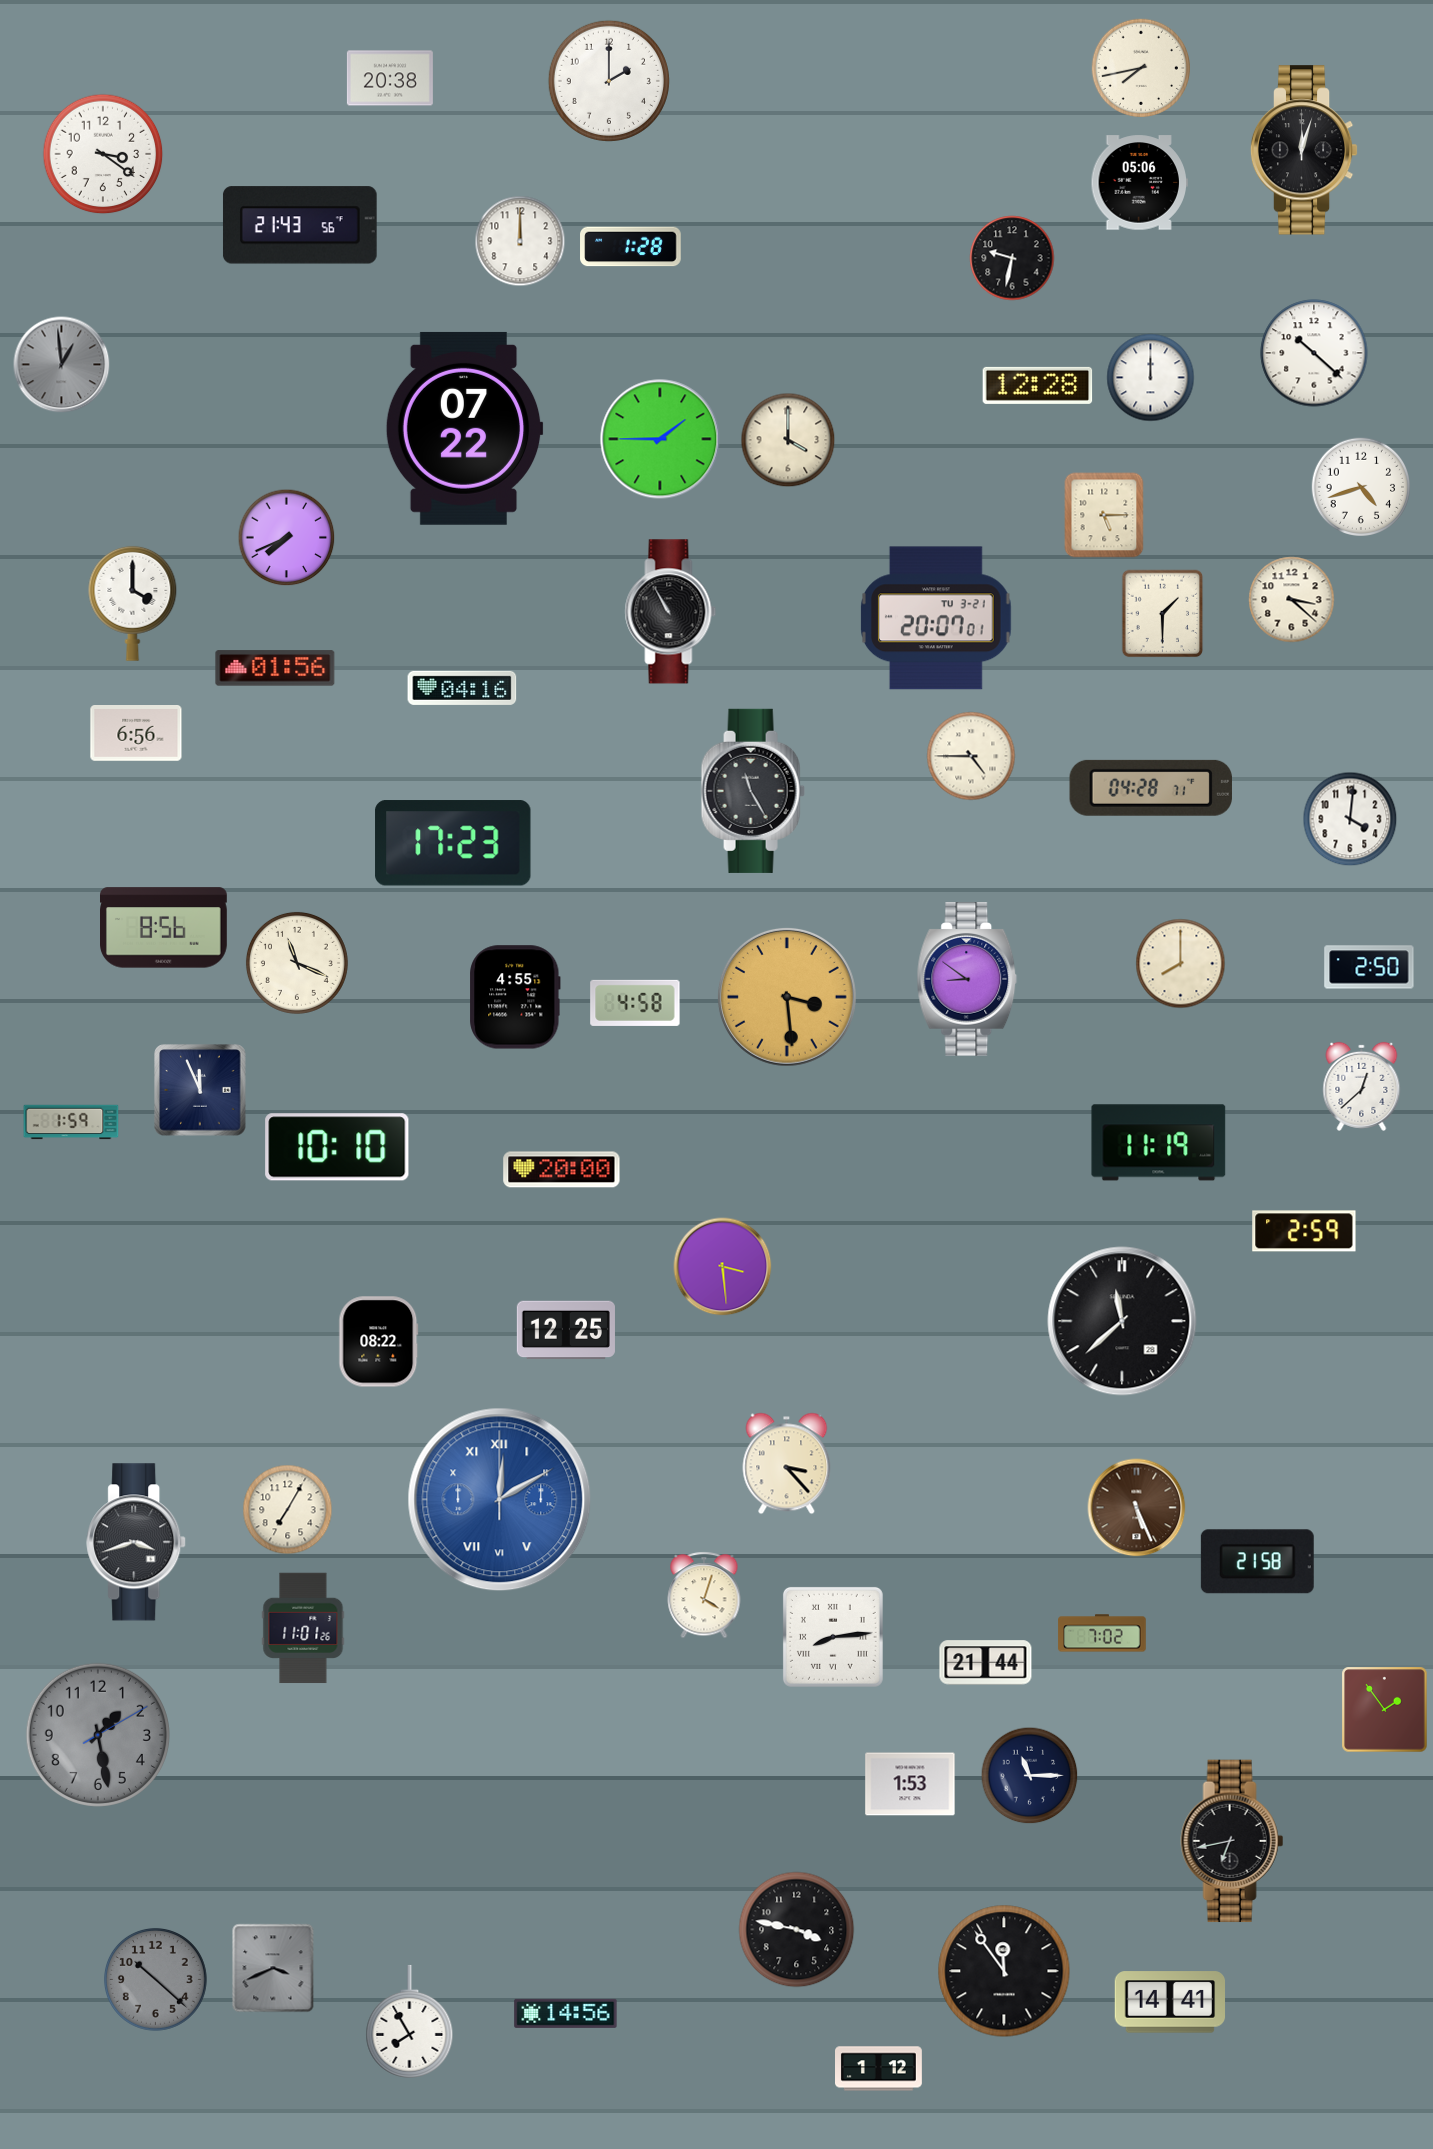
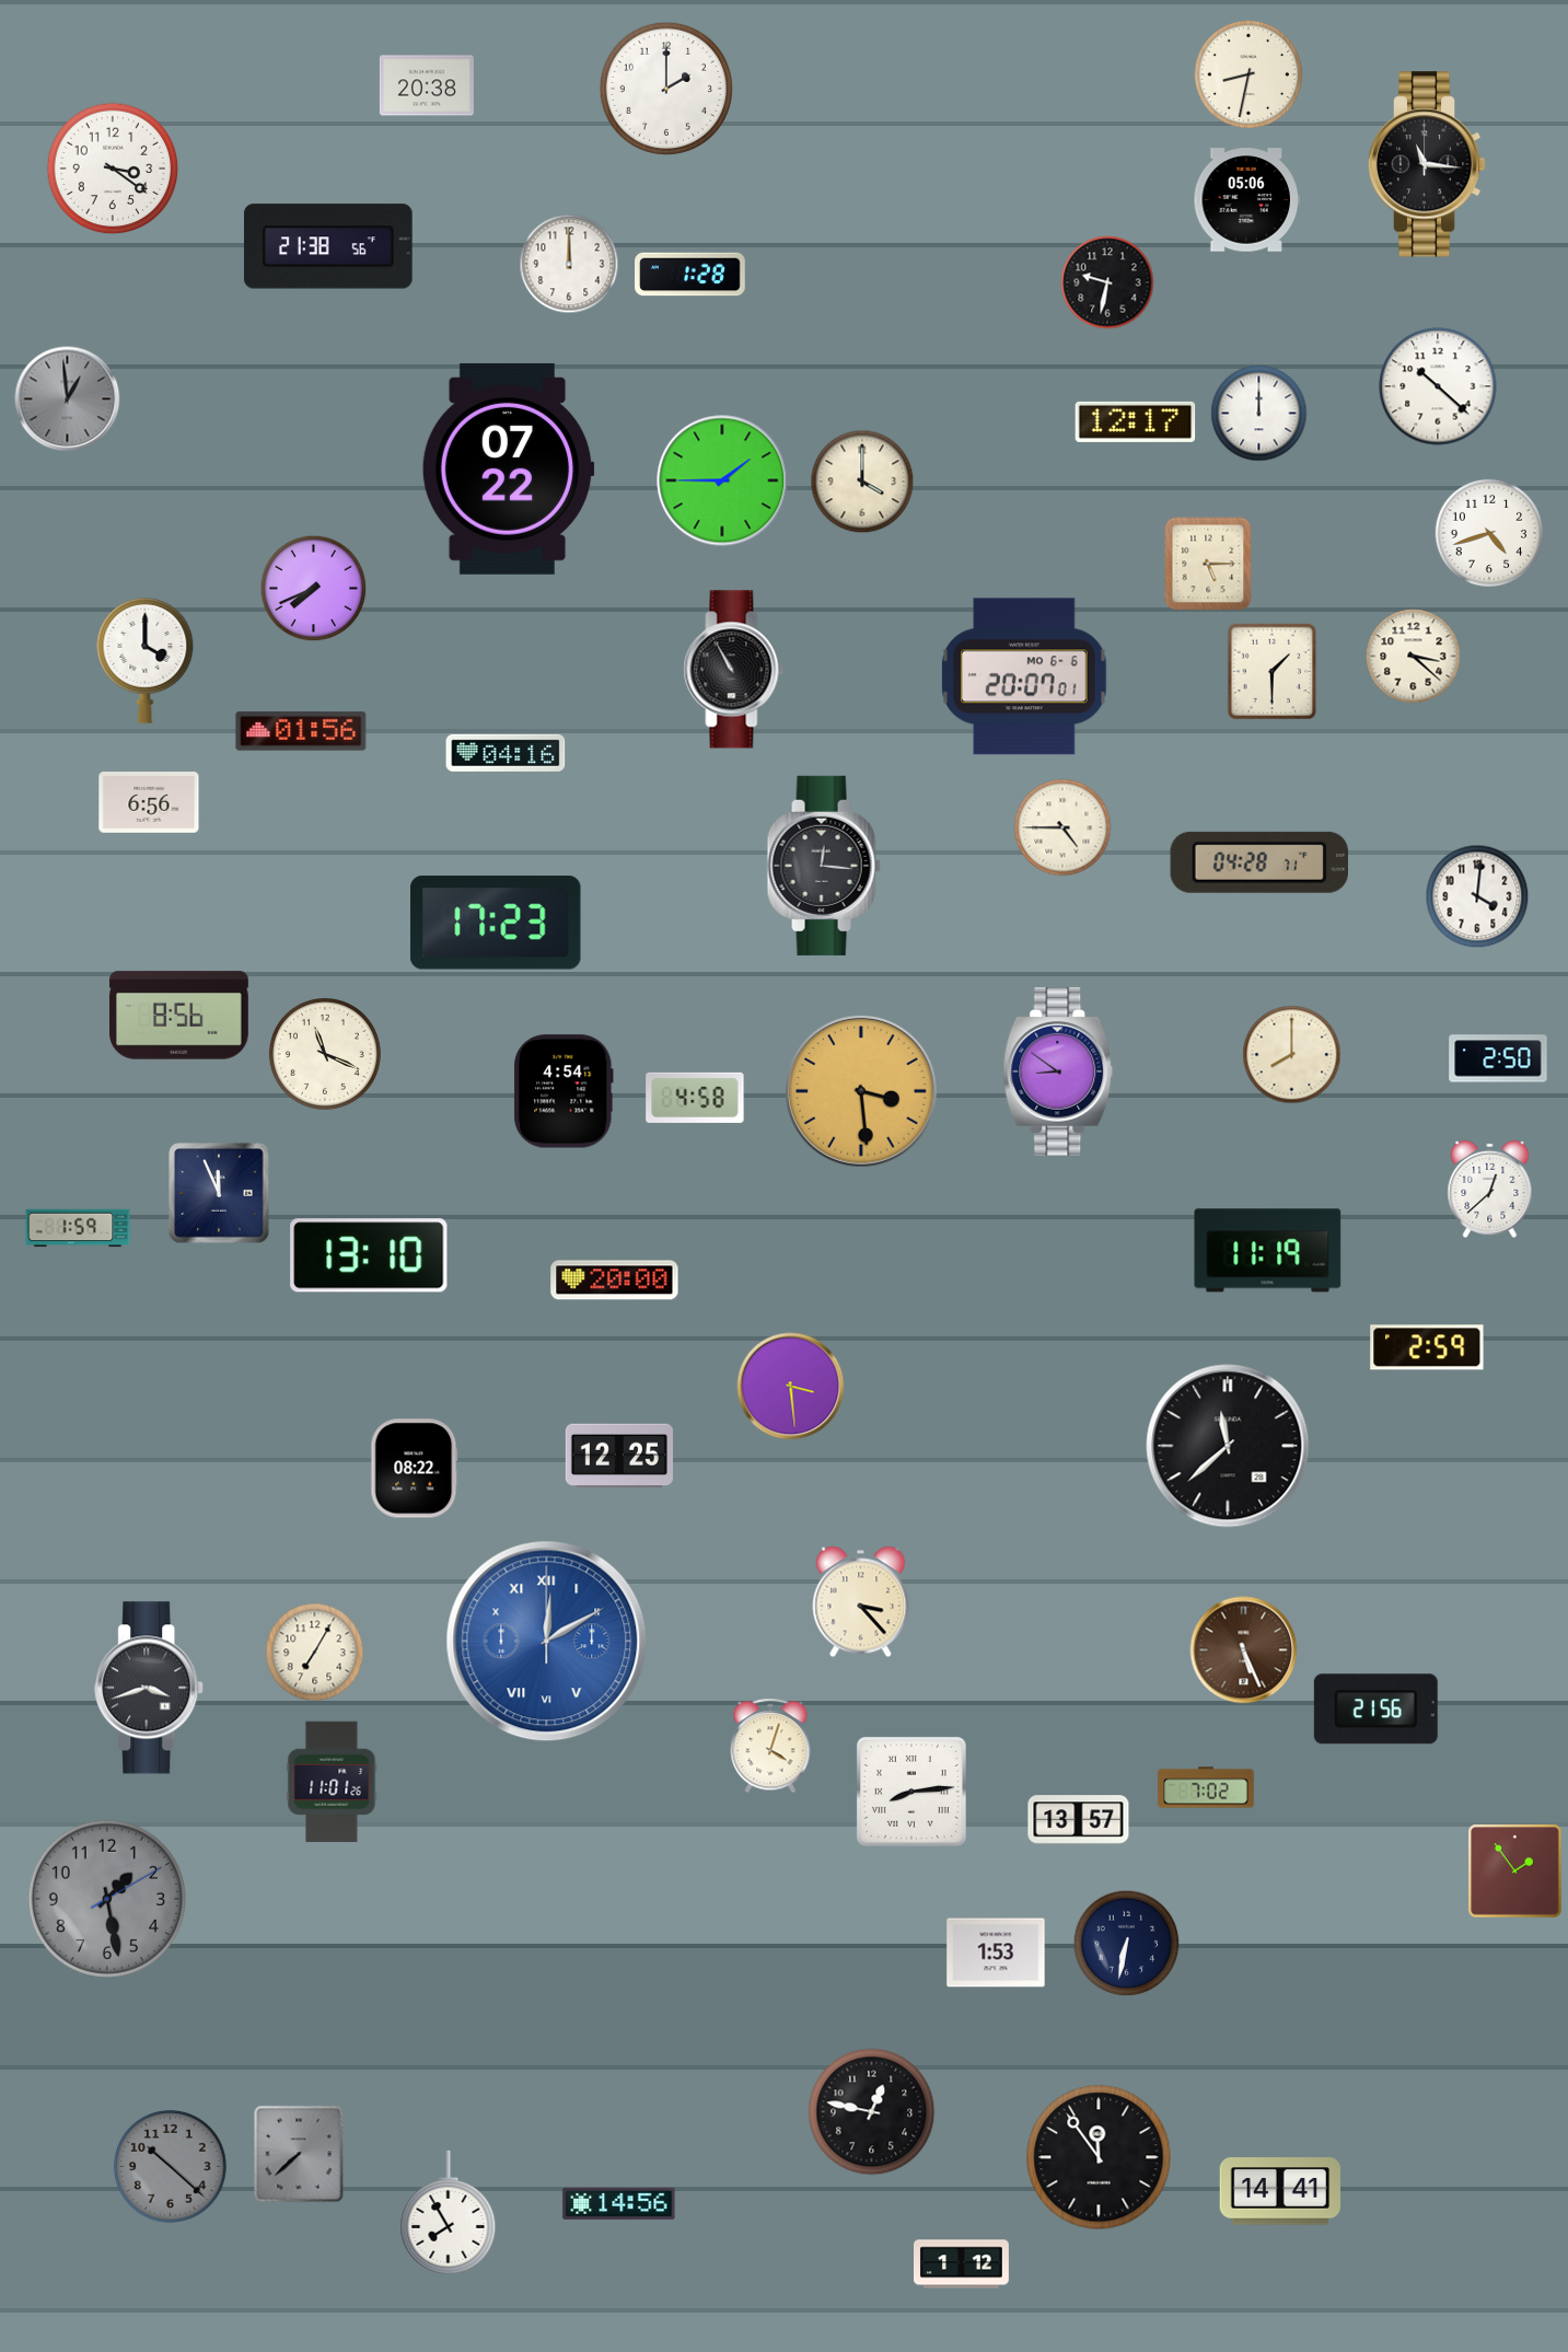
clock at (1140, 67): 7:43 -> 8:32
clock at (1304, 150): 12:03 -> 11:16
clock at (300, 225): 21:43 -> 21:38
clock at (631, 247) position: (631, 247) -> (690, 275)
clock at (1038, 385): 12:28 -> 12:17
clock at (937, 618) date: TU 3-21 -> MO 6-6
clock at (753, 791): 11:25 -> 12:16
clock at (515, 997): 4:55 -> 4:54
clock at (337, 1147): 10:10 -> 13:10
clock at (1257, 1562): 21:58 -> 21:56
clock at (986, 1663): 21:44 -> 13:57
clock at (1030, 1776): 11:15 -> 6:32
clock at (1232, 1841): 6:43 -> none
clock at (797, 1930): 3:47 -> 12:47
clock at (273, 1968): 3:41 -> 7:38
